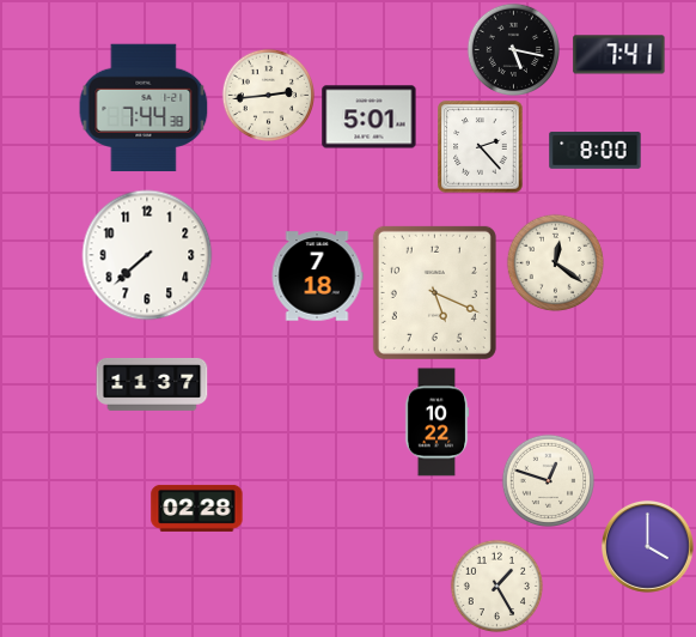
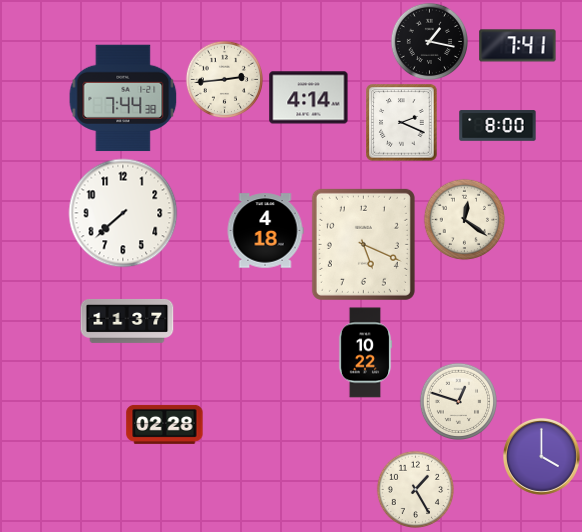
clock at (513, 49): 5:17 -> 1:17
clock at (144, 108) position: (144, 108) -> (123, 98)
clock at (370, 117): 5:01 -> 4:14
clock at (481, 147): 2:23 -> 2:19
clock at (317, 277): 7:18 -> 4:18
